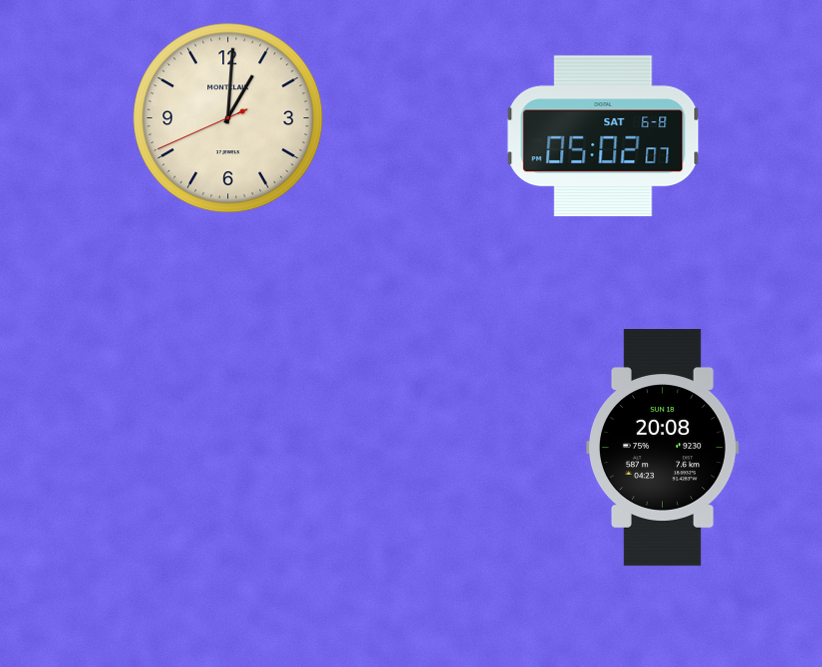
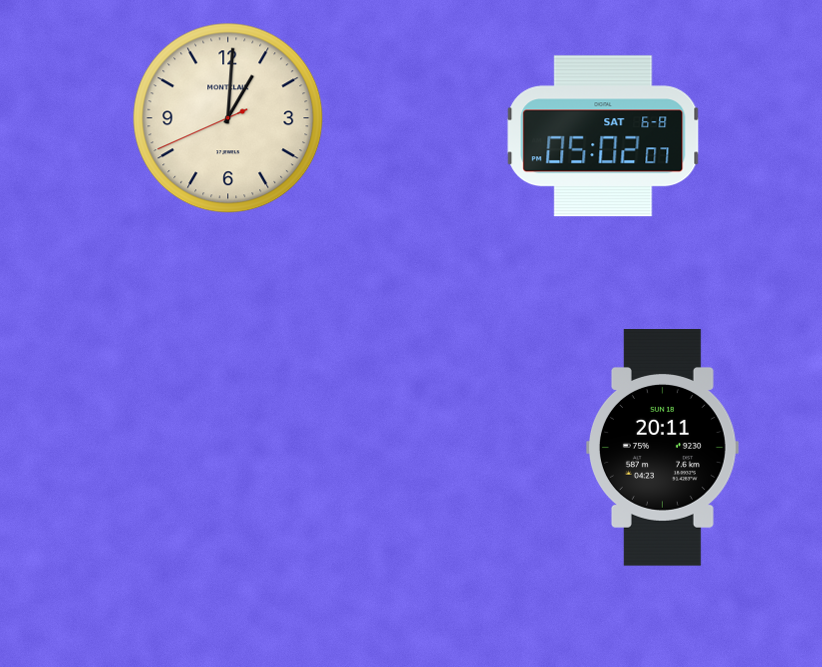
clock at (663, 448): 20:08 -> 20:11
